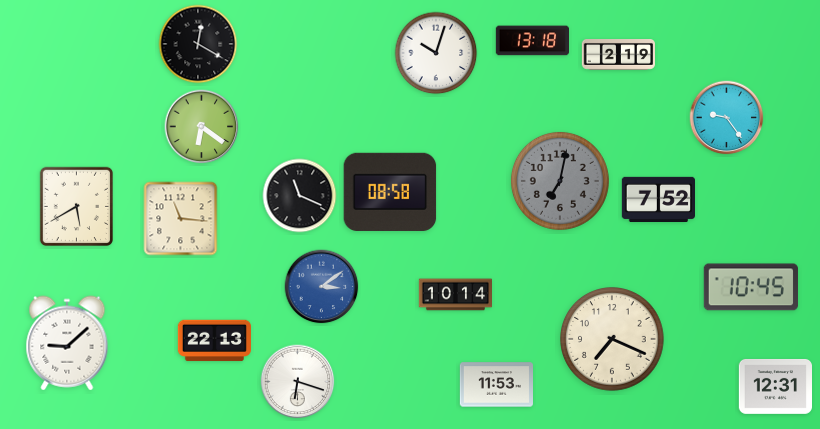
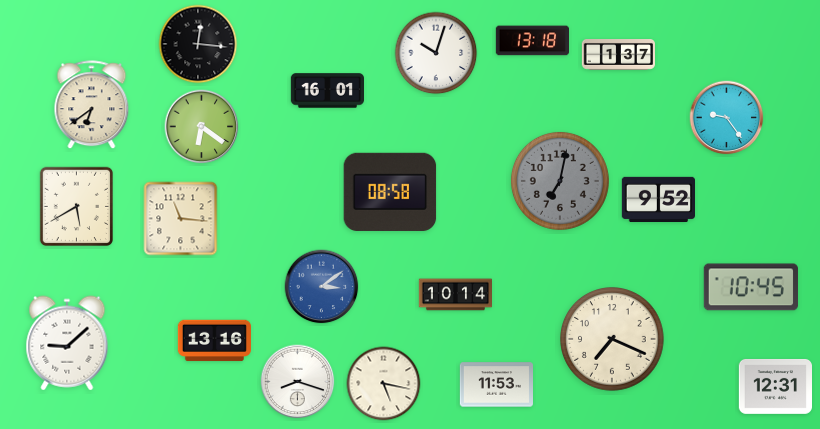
clock at (198, 44): 12:20 -> 12:16
clock at (618, 55): 2:19 -> 1:37
clock at (327, 91): none -> 16:01
clock at (92, 105): none -> 6:39
clock at (300, 196): 11:19 -> none
clock at (658, 199): 7:52 -> 9:52
clock at (214, 341): 22:13 -> 13:16
clock at (298, 382): 6:18 -> 8:18
clock at (384, 384): none -> 5:17
